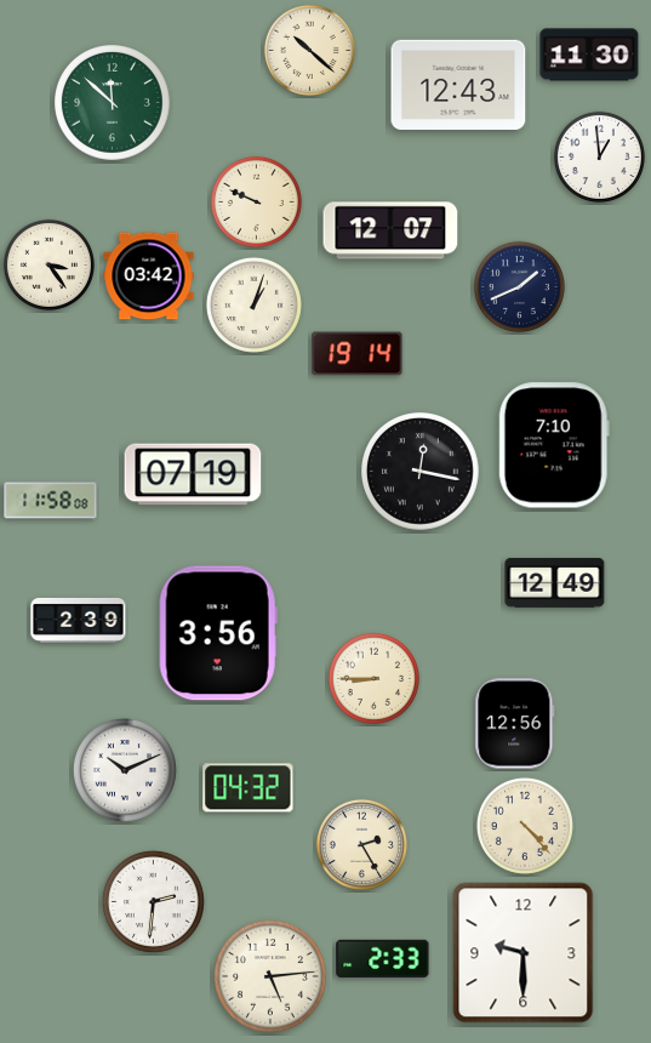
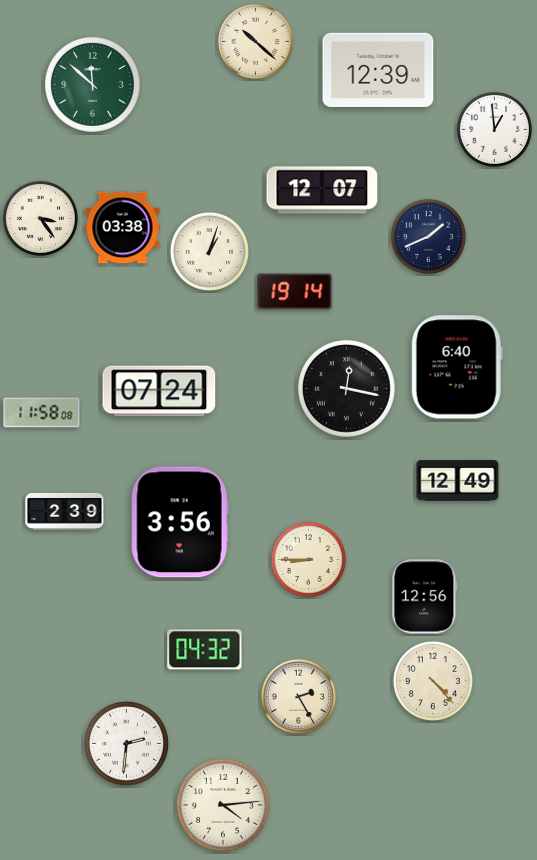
clock at (589, 55): 11:30 -> none
clock at (458, 84): 12:43 -> 12:39
clock at (256, 201): 9:49 -> none
clock at (149, 277): 03:42 -> 03:38
clock at (554, 445): 7:10 -> 6:40
clock at (193, 474): 07:19 -> 07:24
clock at (125, 770): 10:11 -> none
clock at (524, 953): 9:30 -> none
clock at (383, 958): 2:33 -> none
clock at (270, 976): 5:14 -> 4:14
